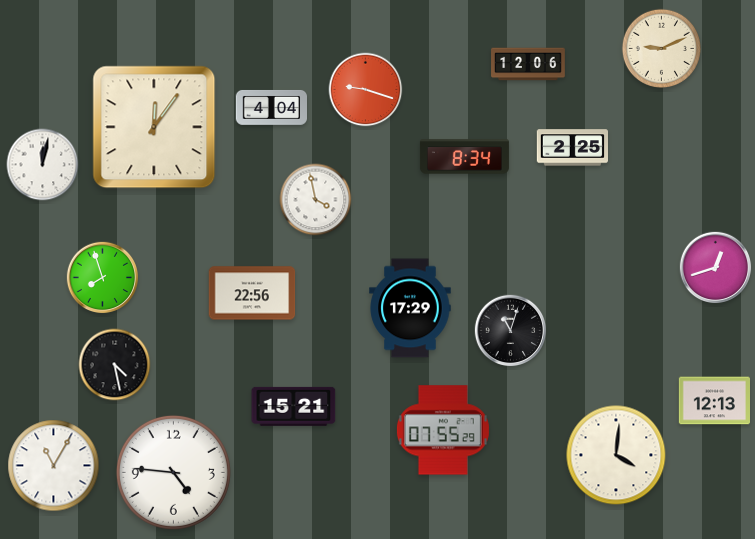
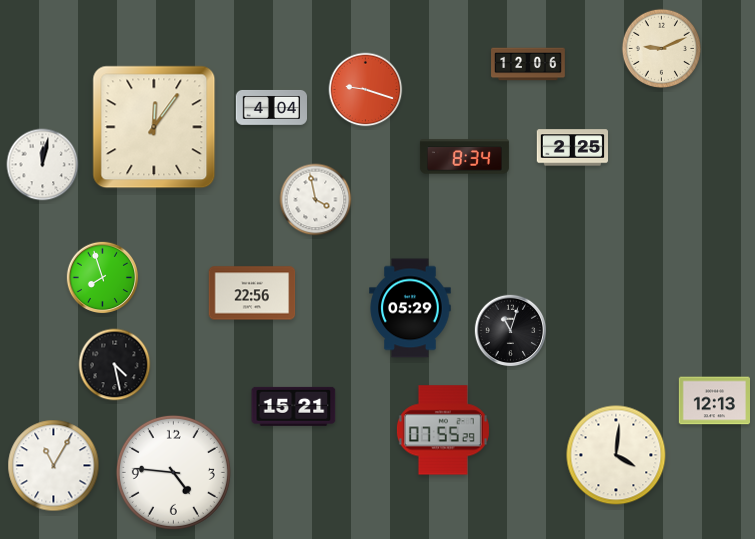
clock at (716, 268): 12:42 -> none
clock at (410, 308): 17:29 -> 05:29
